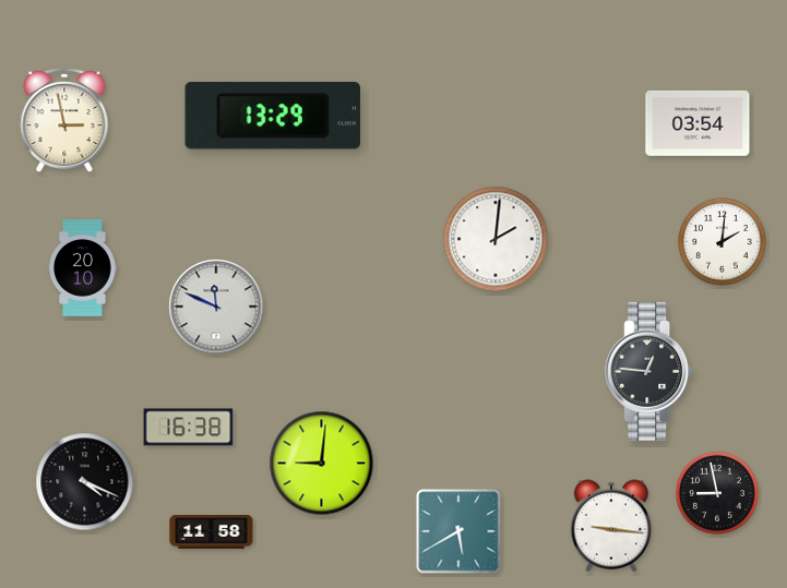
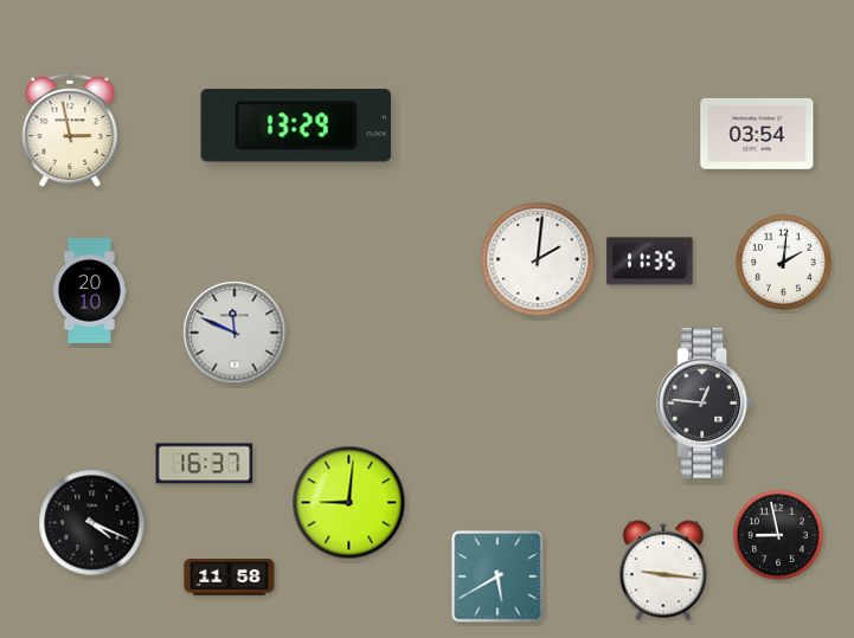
clock at (650, 262): none -> 11:35
clock at (189, 428): 16:38 -> 16:37
